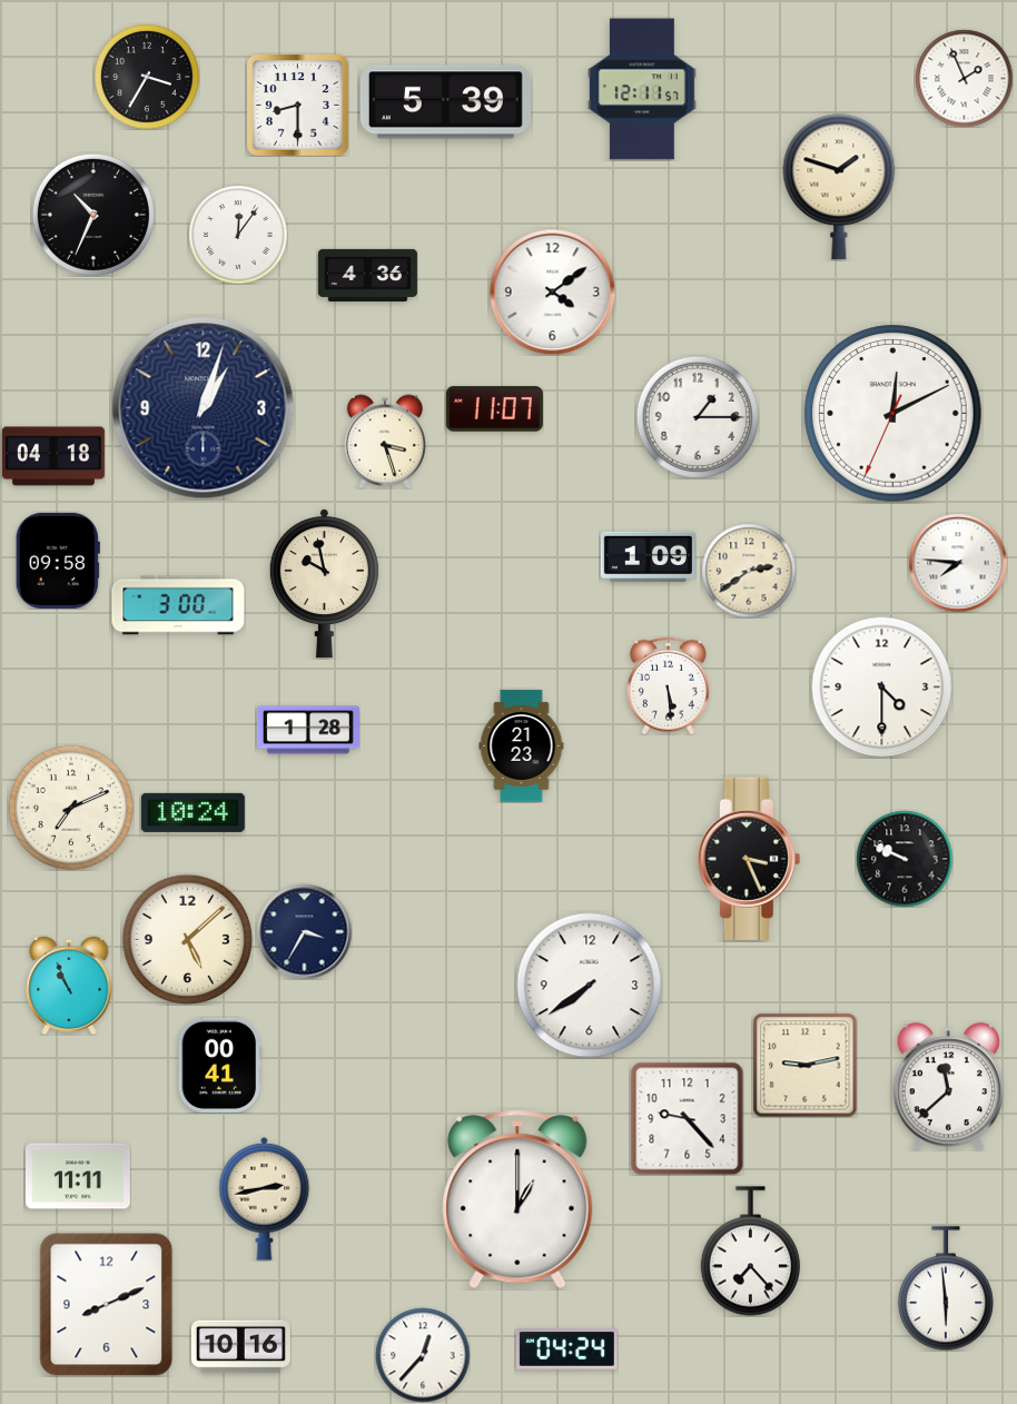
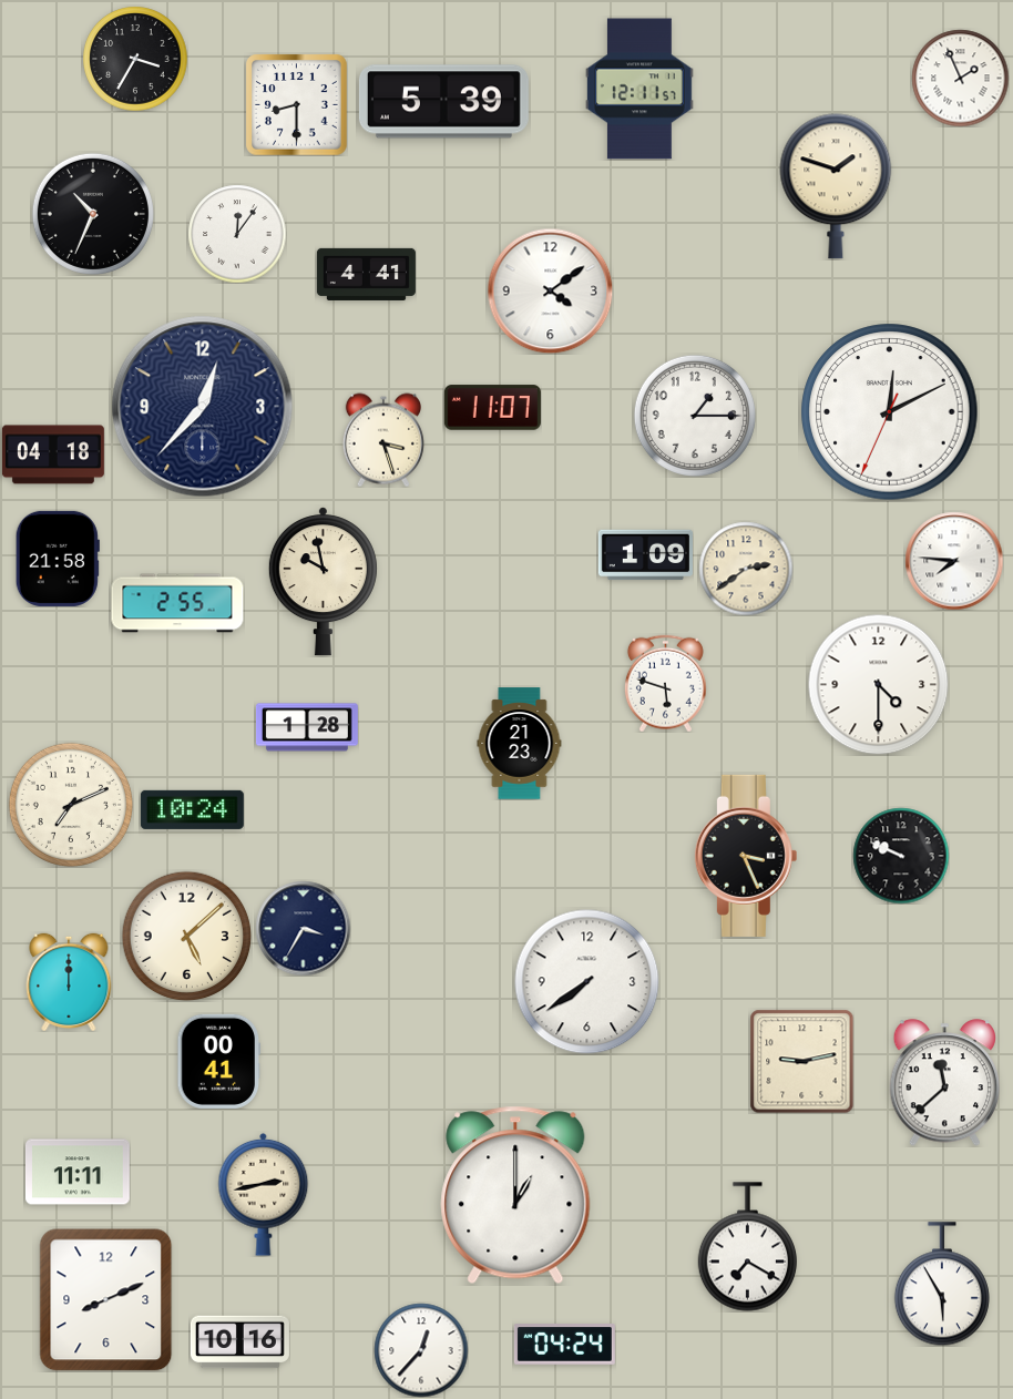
clock at (147, 77) position: (147, 77) -> (135, 59)
clock at (367, 275): 4:36 -> 4:41
clock at (204, 408): 1:03 -> 12:37
clock at (58, 561): 09:58 -> 21:58
clock at (178, 605): 3:00 -> 2:55
clock at (668, 685): 5:29 -> 5:48
clock at (69, 985): 10:56 -> 12:00
clock at (687, 1118): 9:23 -> none
clock at (750, 1252): 7:23 -> 7:20
clock at (946, 1288): 5:59 -> 5:55
